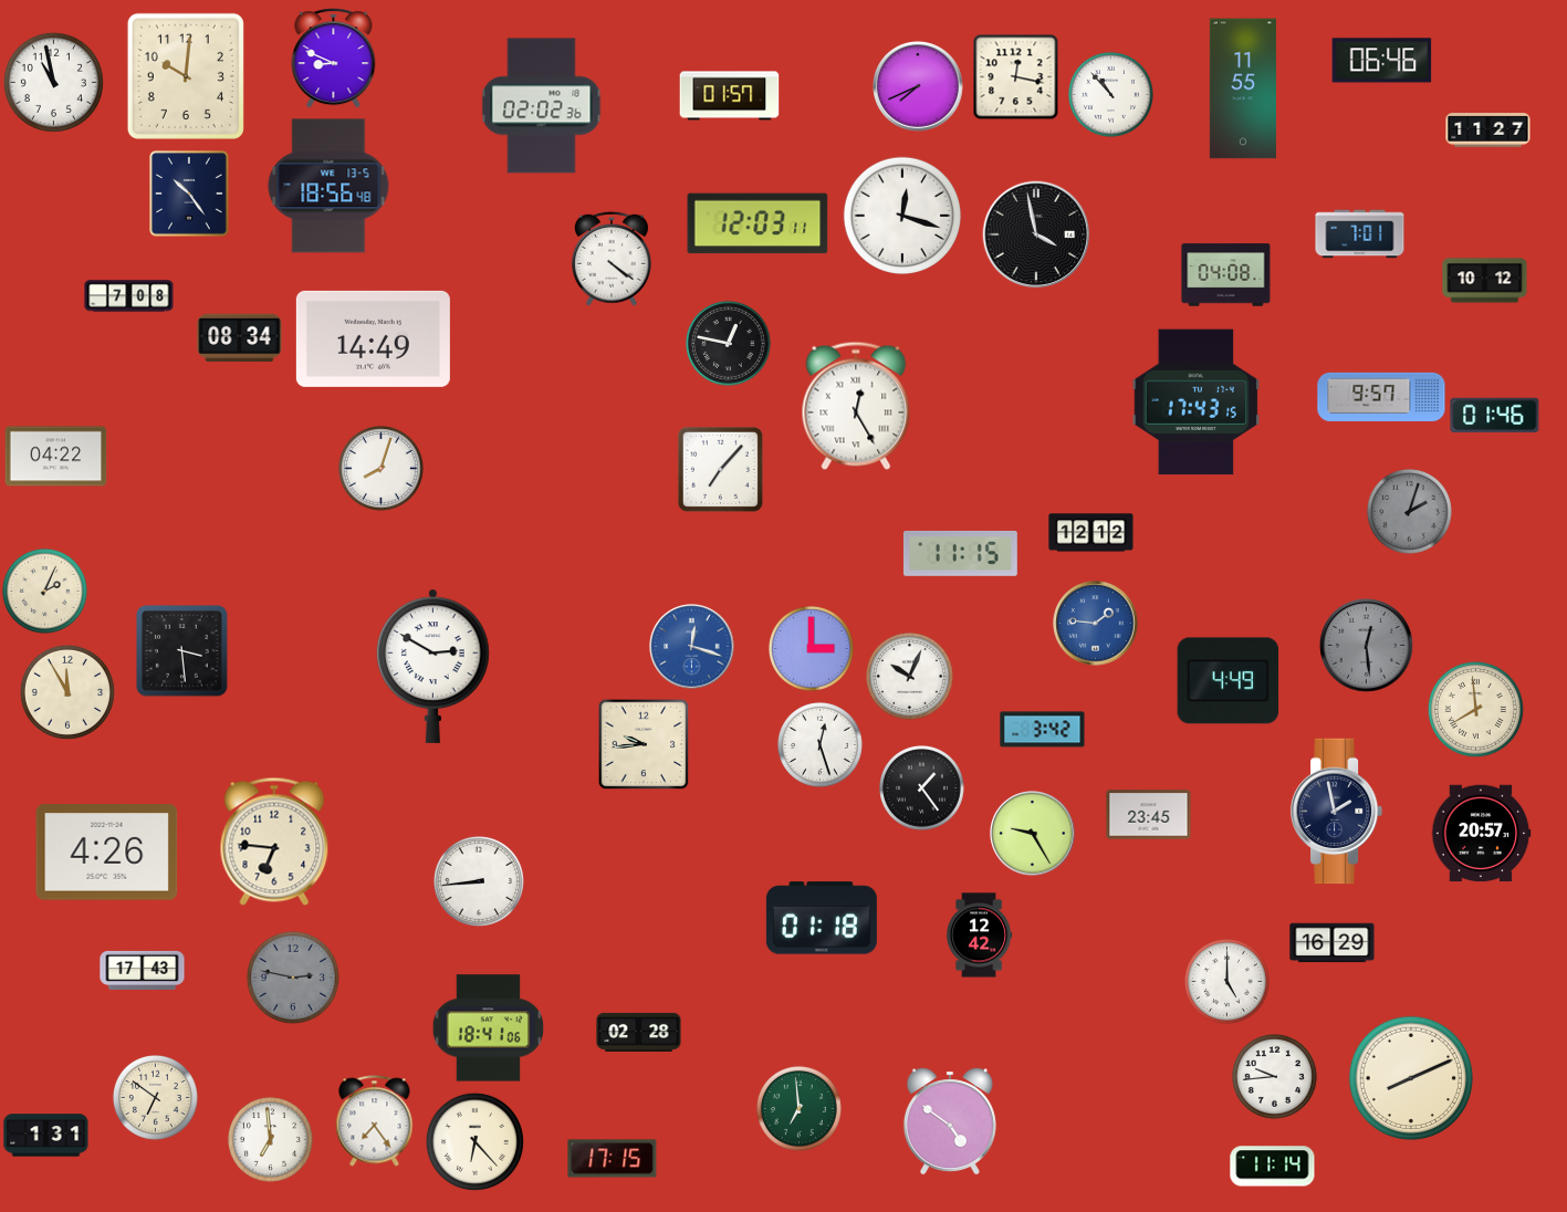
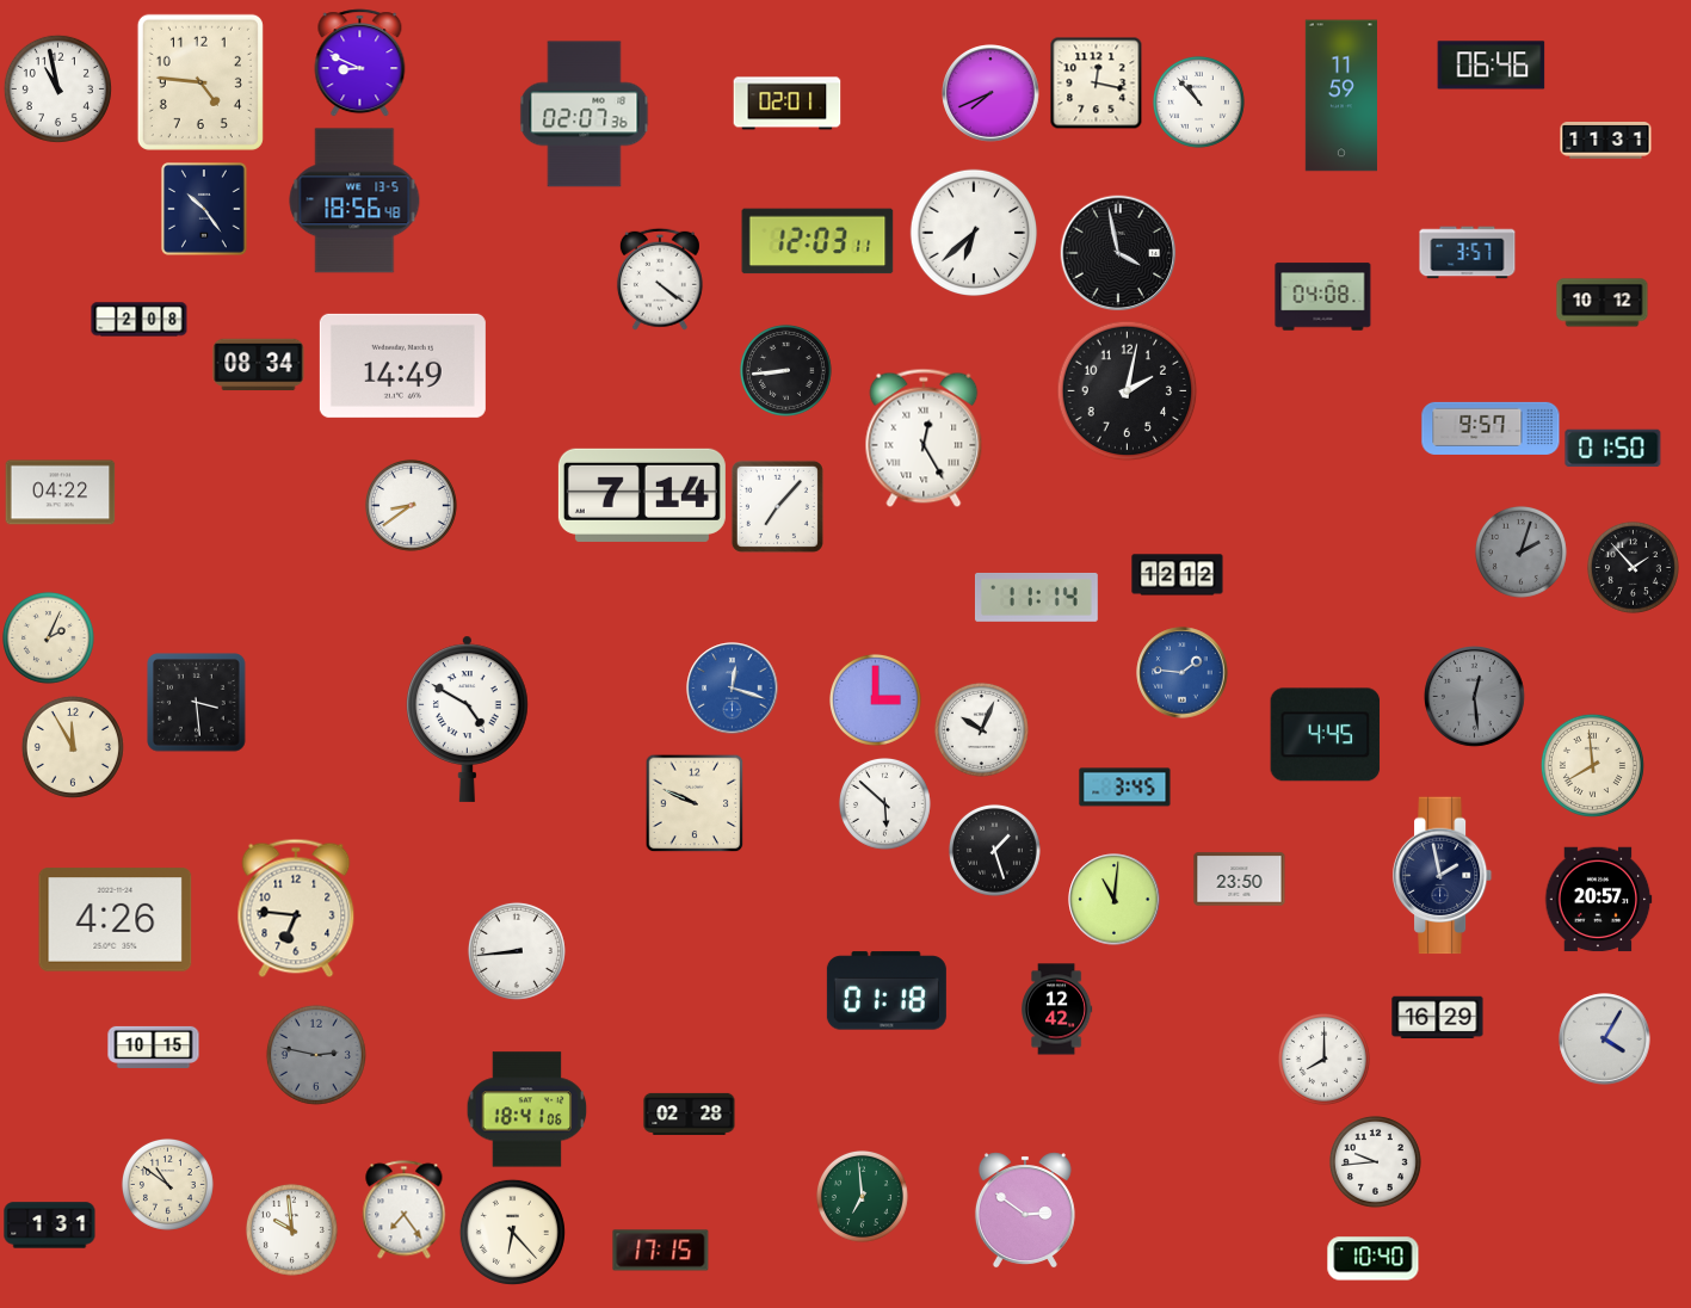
clock at (186, 76): 10:01 -> 4:46
clock at (1243, 88): 11:55 -> 11:59
clock at (730, 96): 01:57 -> 02:01
clock at (542, 106): 02:02 -> 02:07
clock at (1488, 130): 11:27 -> 11:31
clock at (902, 216): 12:18 -> 6:38
clock at (1360, 234): 7:01 -> 3:57
clock at (129, 296): 7:08 -> 2:08
clock at (728, 343): 12:47 -> 8:44
clock at (1128, 391): none -> 2:02
clock at (1197, 403): 17:43 -> none
clock at (1495, 416): 01:46 -> 01:50
clock at (642, 495): none -> 7:14
clock at (380, 468): 8:03 -> 8:39
clock at (1633, 567): none -> 1:53
clock at (960, 553): 11:15 -> 11:14
clock at (692, 647) position: (692, 647) -> (733, 689)
clock at (433, 666): 2:50 -> 4:50
clock at (1229, 681): 4:49 -> 4:45
clock at (1043, 730): 3:42 -> 3:45
clock at (644, 744): 9:44 -> 9:49
clock at (819, 744): 12:27 -> 5:52
clock at (921, 787): 1:24 -> 1:27
clock at (1149, 815): 23:45 -> 23:50
clock at (1033, 834): 9:25 -> 11:01
clock at (1605, 1039): none -> 4:05
clock at (143, 970): 17:43 -> 10:15
clock at (1226, 981): 5:00 -> 8:00
clock at (1411, 1078): 8:11 -> none
clock at (155, 1097): 6:51 -> 10:51
clock at (950, 1121): 4:51 -> 2:51
clock at (270, 1139): 6:59 -> 9:59
clock at (1273, 1167): 11:14 -> 10:40
